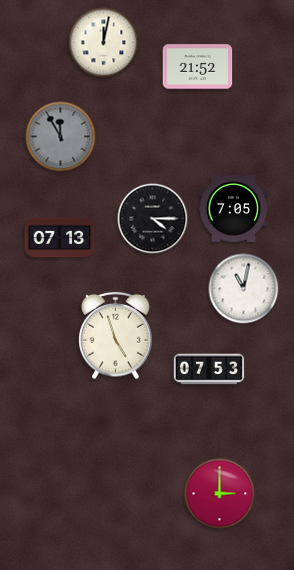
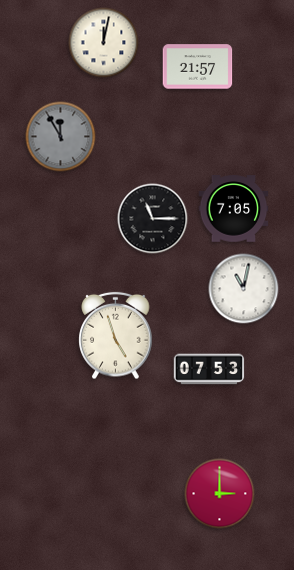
clock at (198, 67): 21:52 -> 21:57
clock at (153, 219): 4:15 -> 11:15
clock at (60, 238): 07:13 -> none
